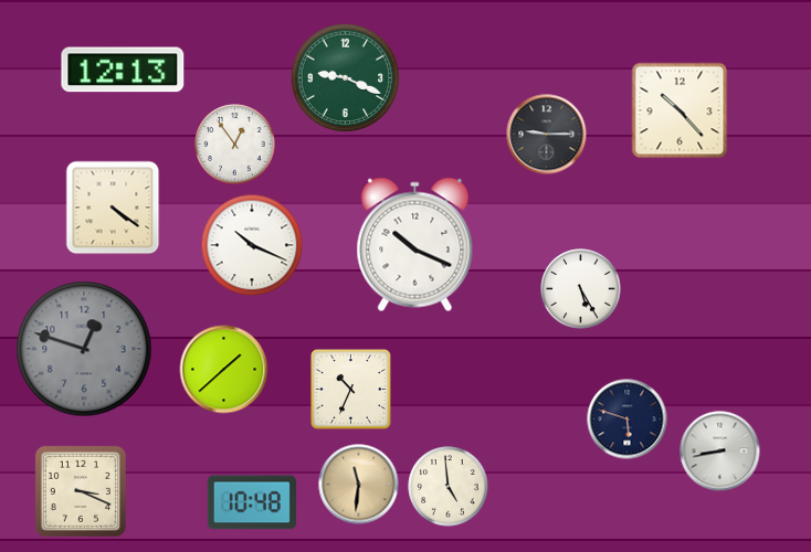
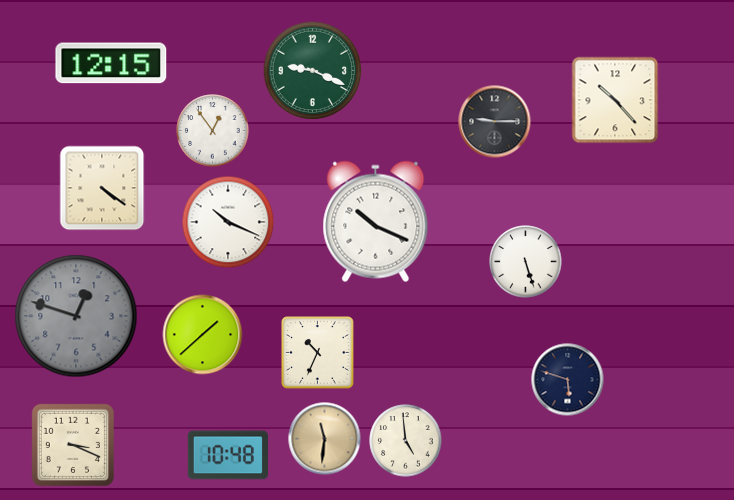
clock at (123, 70): 12:13 -> 12:15
clock at (581, 289): 5:25 -> 5:27
clock at (720, 452): 8:43 -> none
